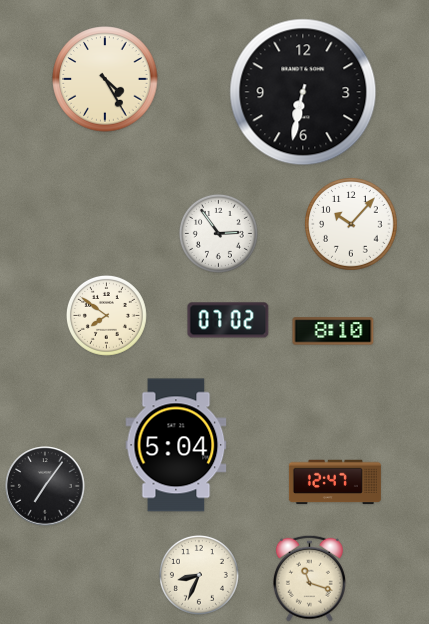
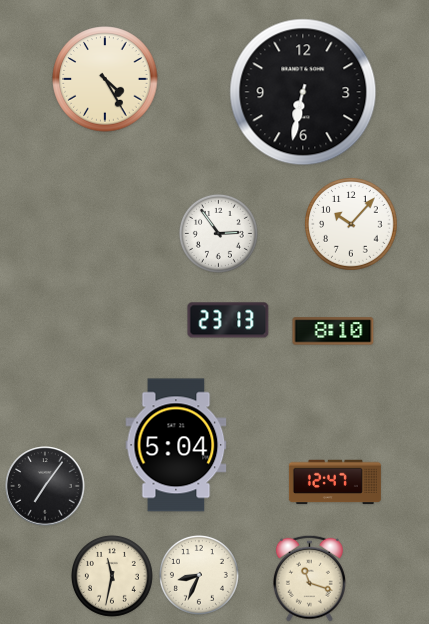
clock at (106, 315): 7:51 -> none
clock at (228, 320): 07:02 -> 23:13
clock at (112, 576): none -> 11:32
